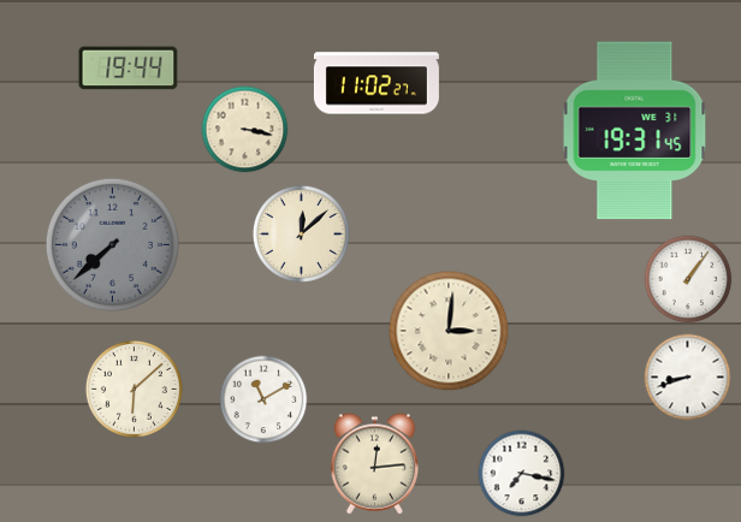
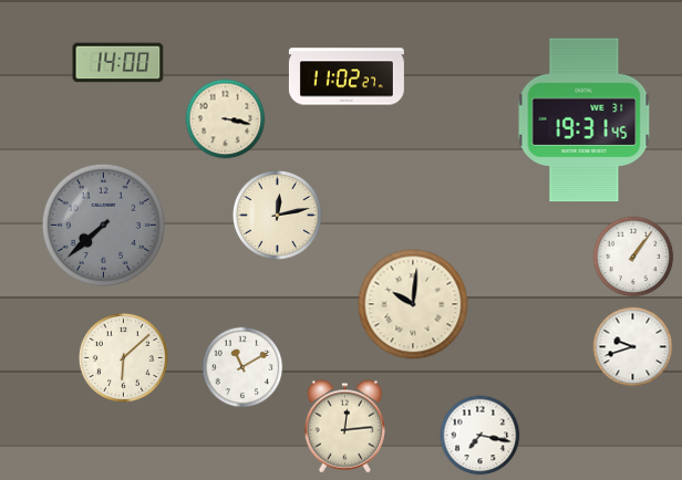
clock at (129, 69): 19:44 -> 14:00
clock at (301, 233): 12:08 -> 12:13
clock at (449, 331): 3:01 -> 10:01
clock at (688, 378): 8:42 -> 9:42
